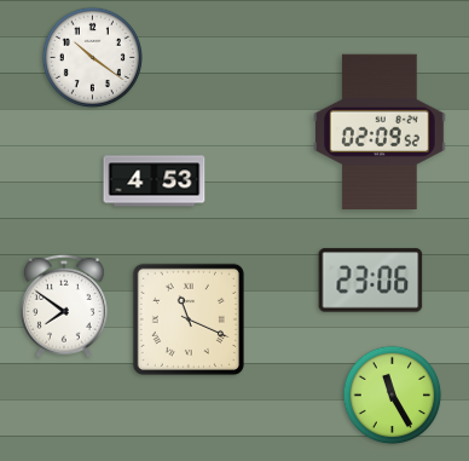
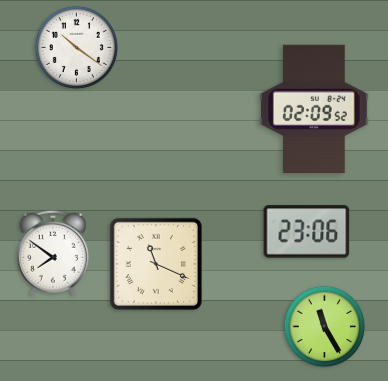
clock at (155, 181): 4:53 -> none
